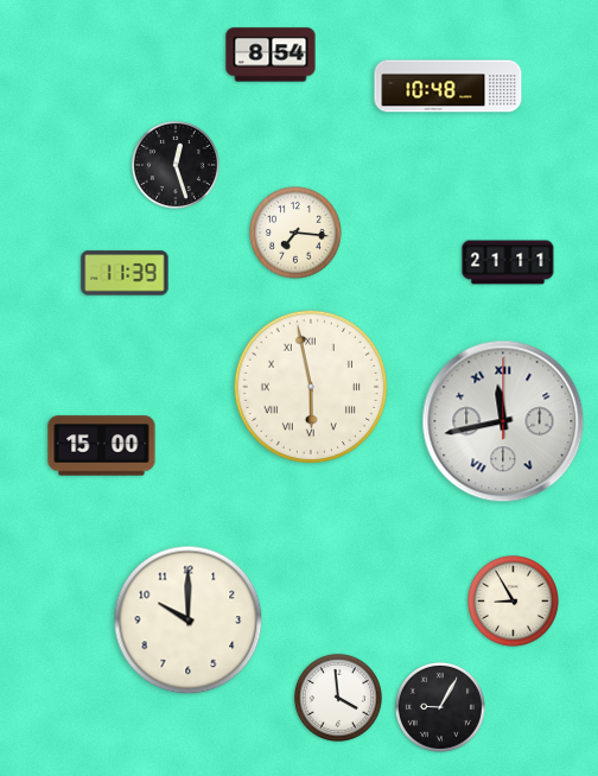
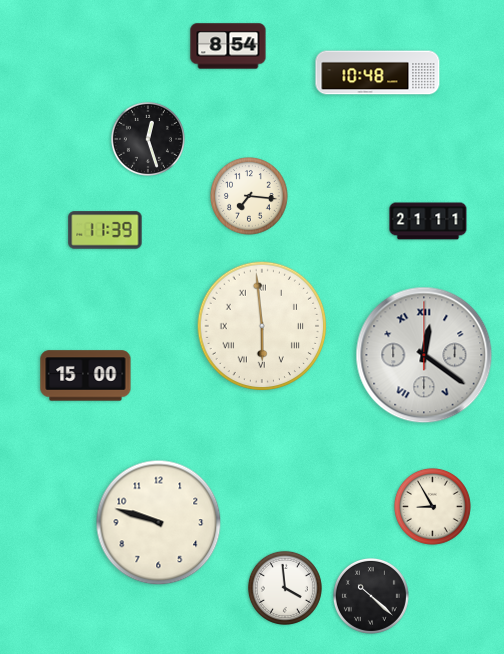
clock at (311, 387): 5:58 -> 5:59
clock at (503, 421): 11:43 -> 12:21
clock at (189, 621): 10:00 -> 9:48
clock at (440, 707): 9:05 -> 10:22
